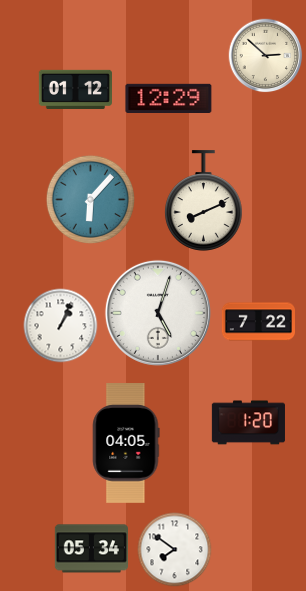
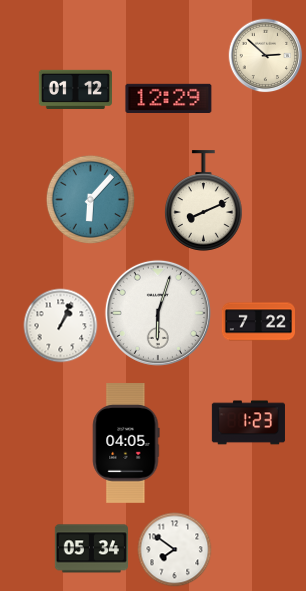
clock at (158, 313): 5:03 -> 6:03
clock at (248, 423): 1:20 -> 1:23
